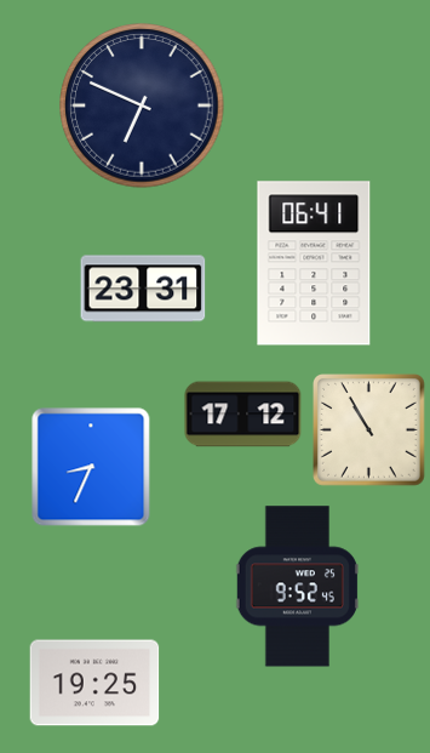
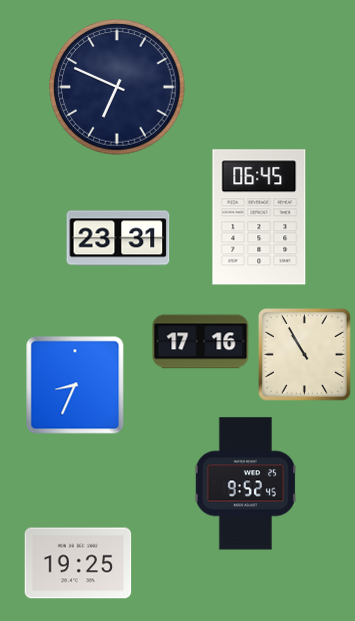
clock at (314, 263): 06:41 -> 06:45
clock at (243, 415): 17:12 -> 17:16
